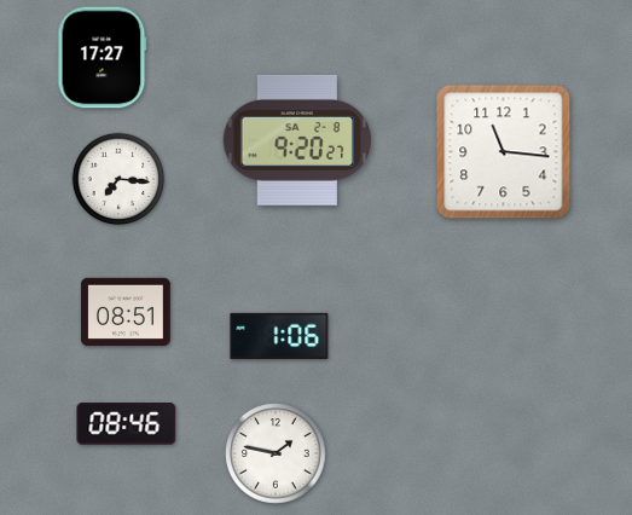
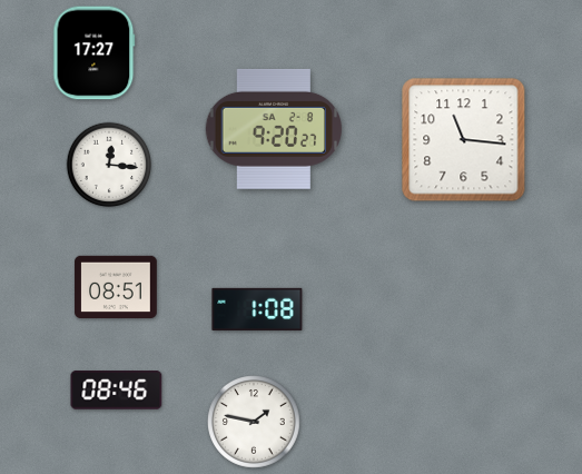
clock at (118, 179): 7:16 -> 12:16
clock at (279, 336): 1:06 -> 1:08
clock at (277, 455) position: (277, 455) -> (255, 423)
